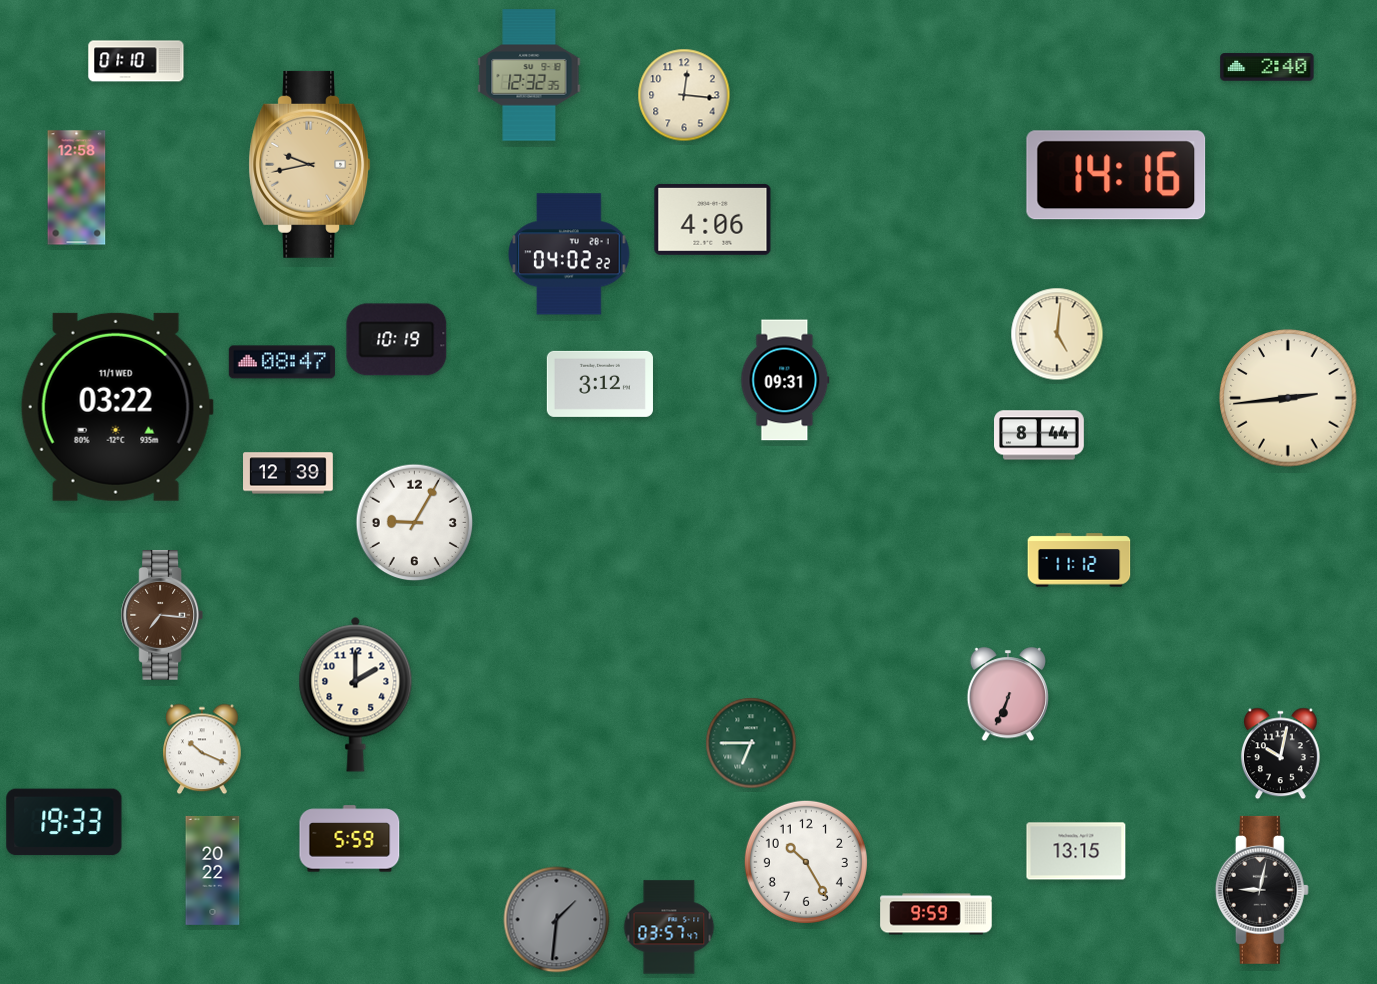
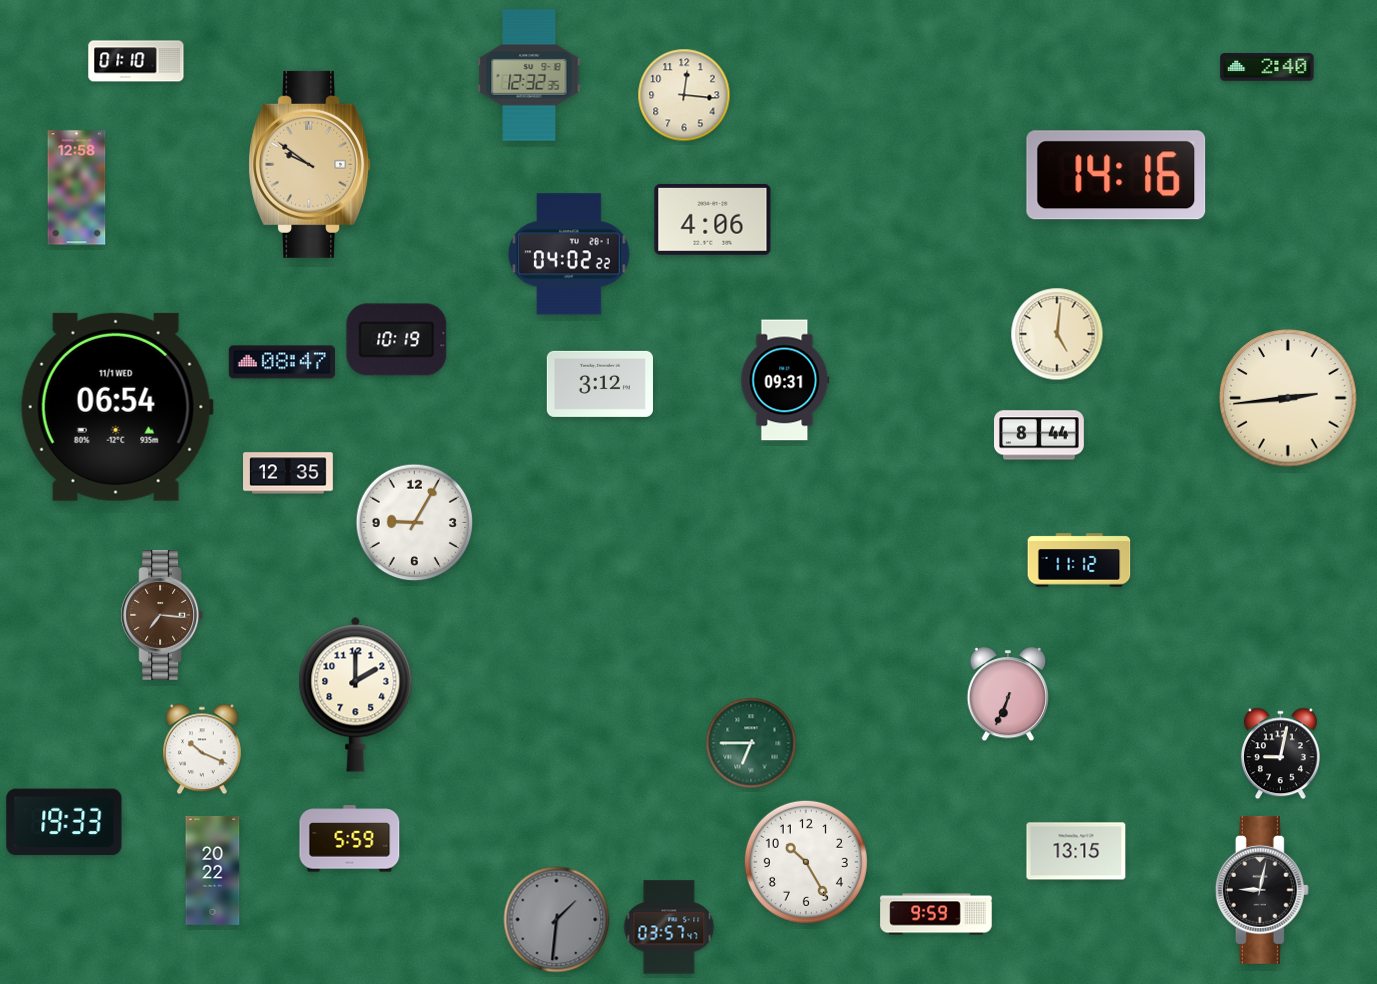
clock at (310, 164): 9:43 -> 9:51
clock at (117, 407): 03:22 -> 06:54
clock at (289, 473): 12:39 -> 12:35
clock at (1280, 754): 10:02 -> 9:02
